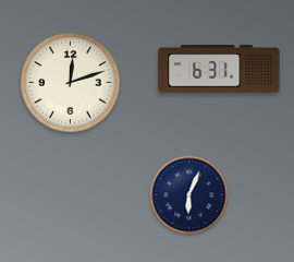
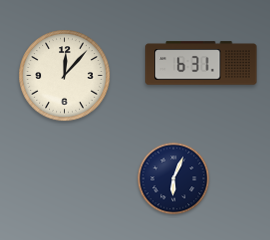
clock at (71, 83): 12:12 -> 12:07
